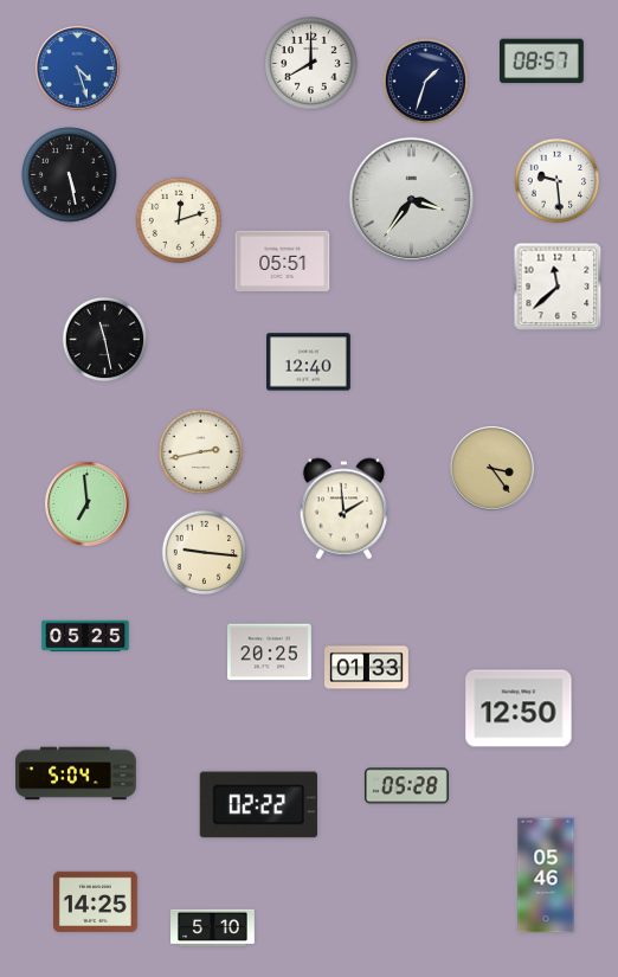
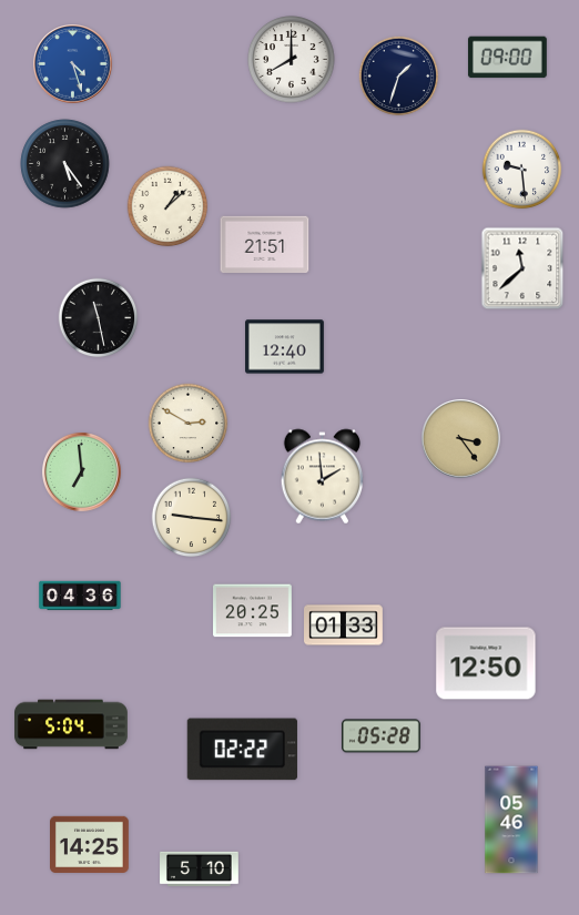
clock at (541, 62): 08:57 -> 09:00
clock at (70, 175): 5:28 -> 5:24
clock at (412, 200): 3:36 -> none
clock at (179, 220): 12:12 -> 1:08
clock at (283, 261): 05:51 -> 21:51
clock at (309, 362) position: (309, 362) -> (285, 347)
clock at (201, 452): 2:43 -> 2:50
clock at (85, 636): 05:25 -> 04:36
clock at (258, 805) position: (258, 805) -> (242, 750)
